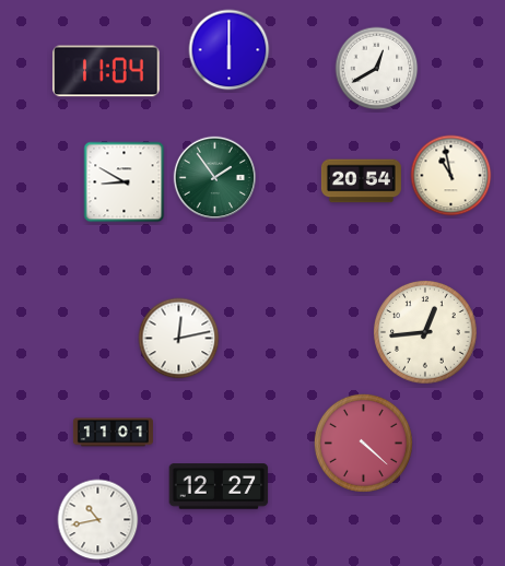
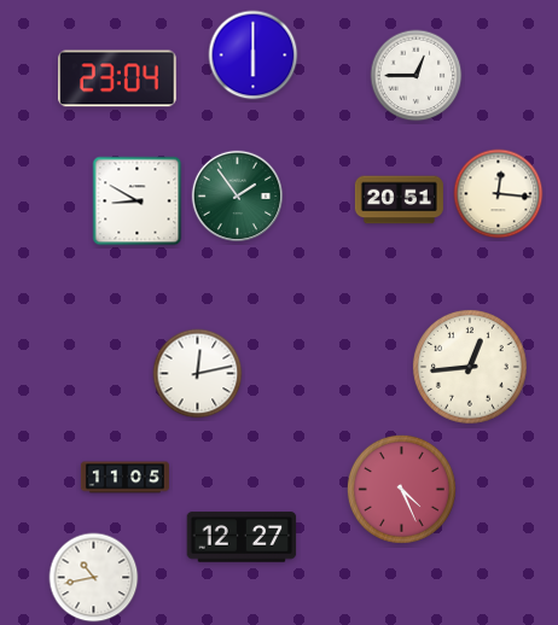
clock at (377, 69): 12:40 -> 12:45
clock at (106, 71): 11:04 -> 23:04
clock at (451, 176): 10:58 -> 12:16
clock at (361, 181): 20:54 -> 20:51
clock at (113, 433): 11:01 -> 11:05
clock at (363, 443): 4:22 -> 4:26
clock at (98, 520) position: (98, 520) -> (94, 578)
